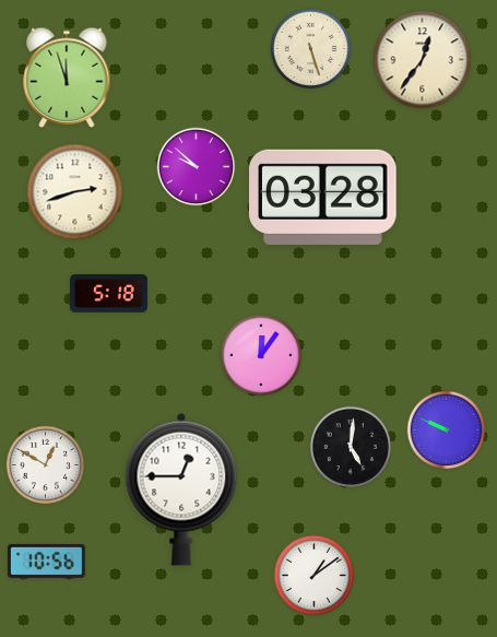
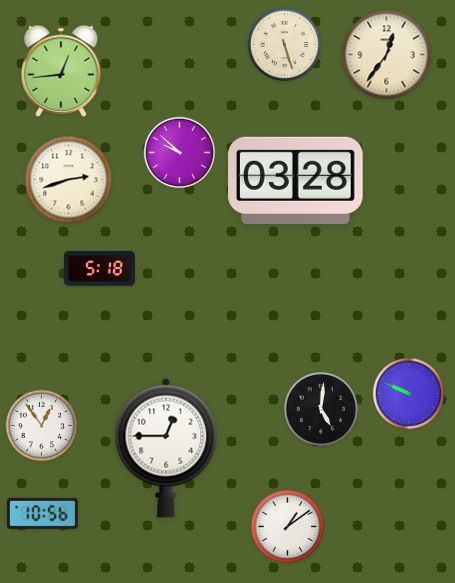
clock at (67, 78): 11:57 -> 12:44
clock at (75, 192) position: (75, 192) -> (69, 180)
clock at (261, 355): 12:06 -> none
clock at (46, 465): 12:50 -> 12:54
